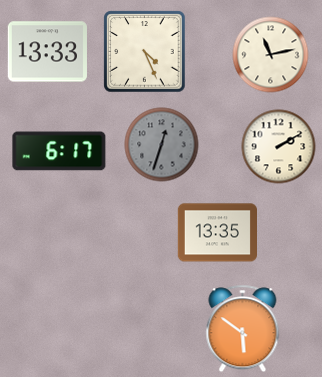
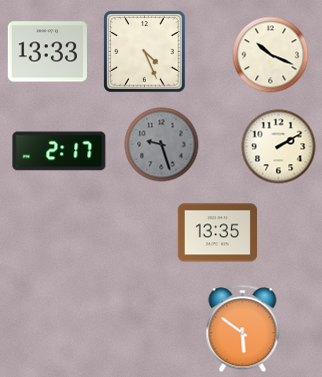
clock at (271, 55): 11:13 -> 10:19
clock at (162, 145): 12:33 -> 9:27
clock at (59, 151): 6:17 -> 2:17
